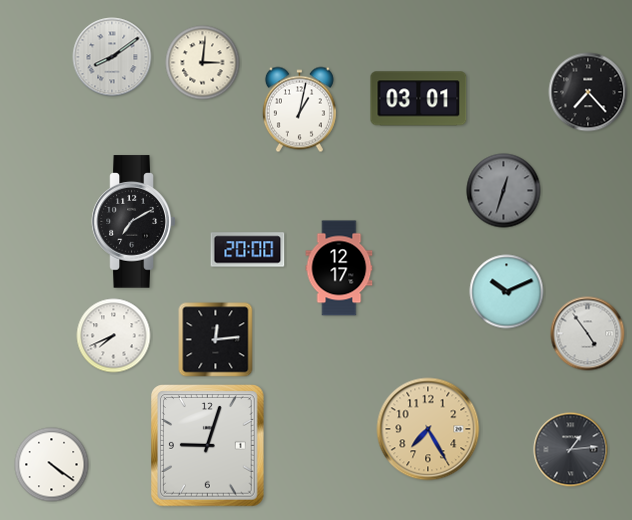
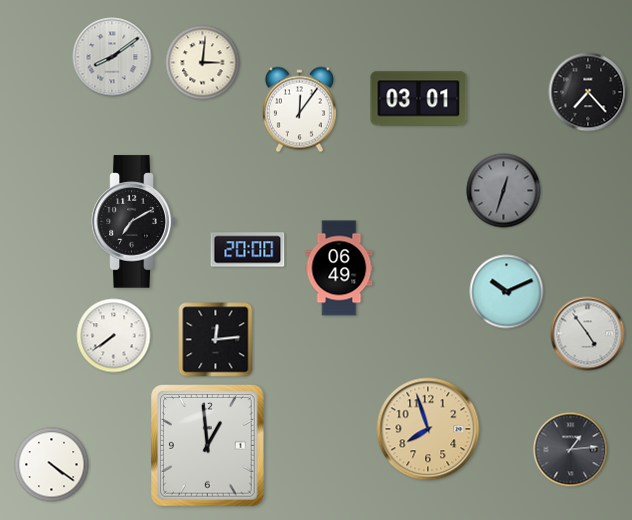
clock at (299, 110): 1:02 -> 12:06
clock at (339, 268): 12:17 -> 06:49
clock at (114, 336): 7:41 -> 7:39
clock at (428, 429): 7:25 -> 7:57
clock at (208, 446): 9:03 -> 12:59
